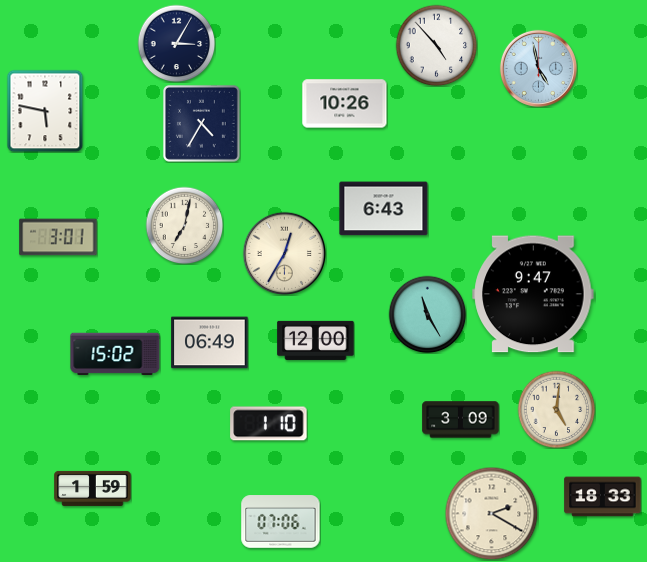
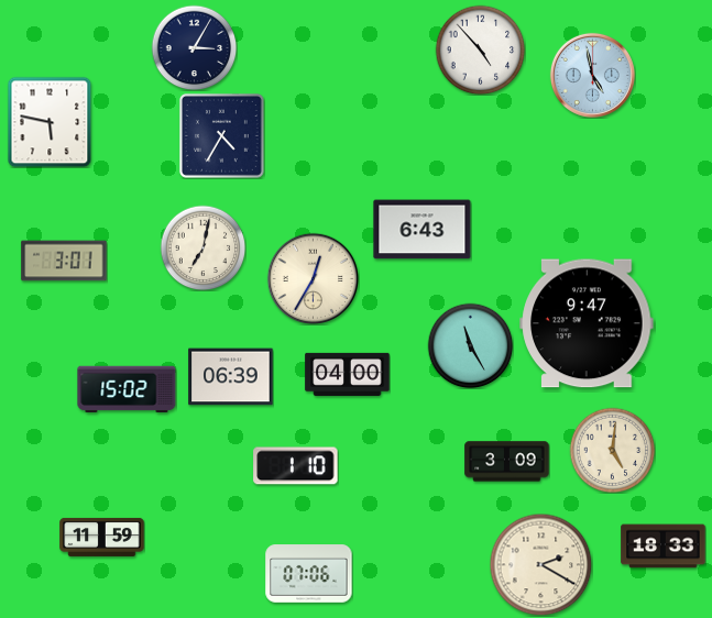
clock at (345, 104): 10:26 -> none
clock at (316, 340): 12:00 -> 04:00
clock at (210, 343): 06:49 -> 06:39
clock at (93, 488): 1:59 -> 11:59
